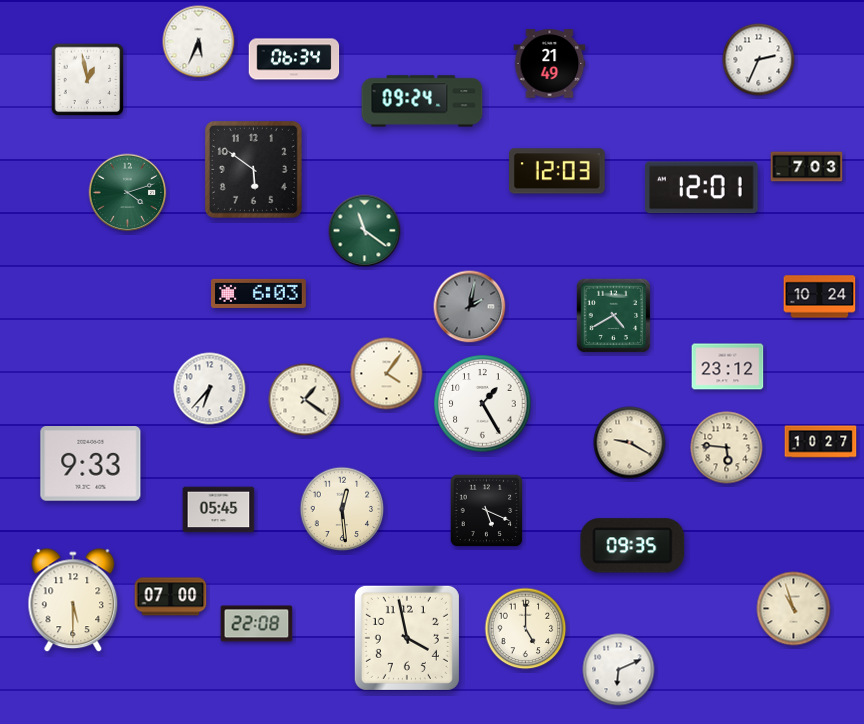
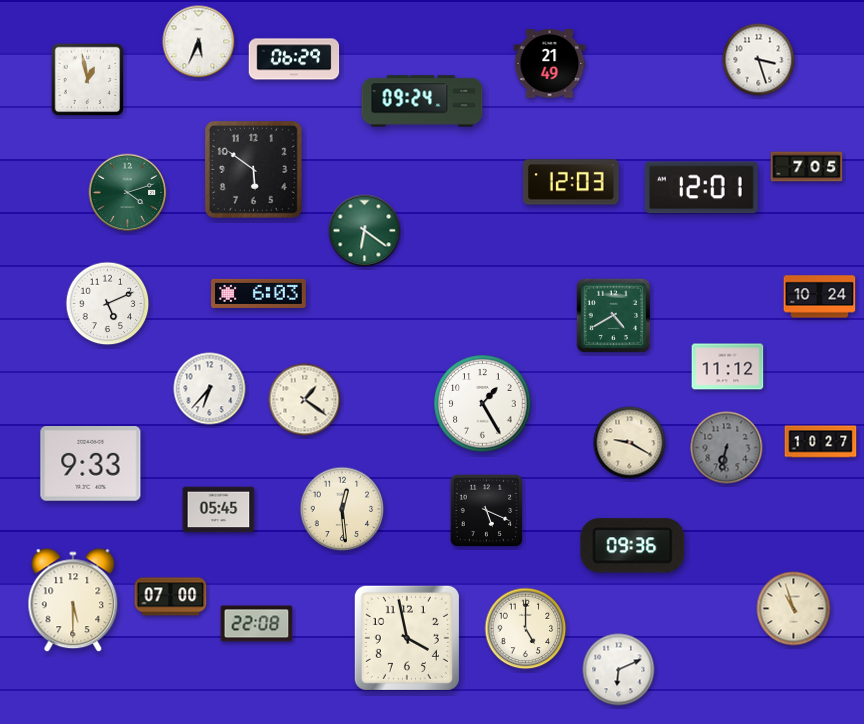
clock at (294, 59): 06:34 -> 06:29
clock at (759, 60): 2:34 -> 3:27
clock at (807, 167): 7:03 -> 7:05
clock at (558, 171) position: (558, 171) -> (572, 182)
clock at (365, 231): 11:21 -> 6:21
clock at (108, 304): none -> 5:11
clock at (470, 307): 2:02 -> none
clock at (728, 367): 23:12 -> 11:12
clock at (387, 374): 4:06 -> none
clock at (727, 448): 5:46 -> 6:32
clock at (727, 448) dial: cream -> grey
clock at (633, 546): 09:35 -> 09:36
